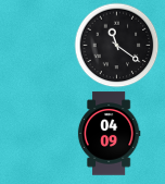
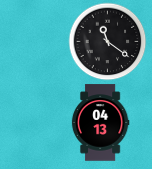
clock at (109, 134): 04:09 -> 04:13
